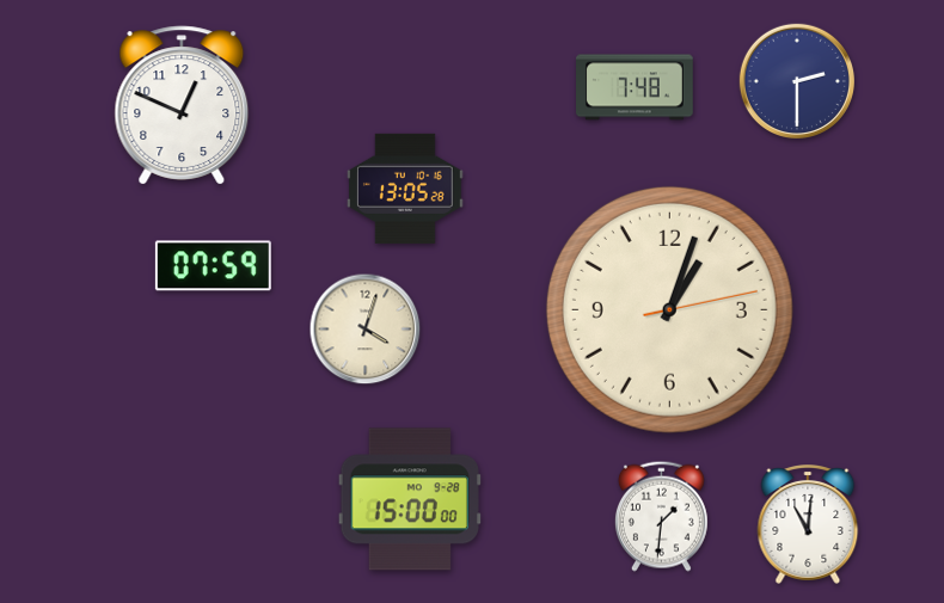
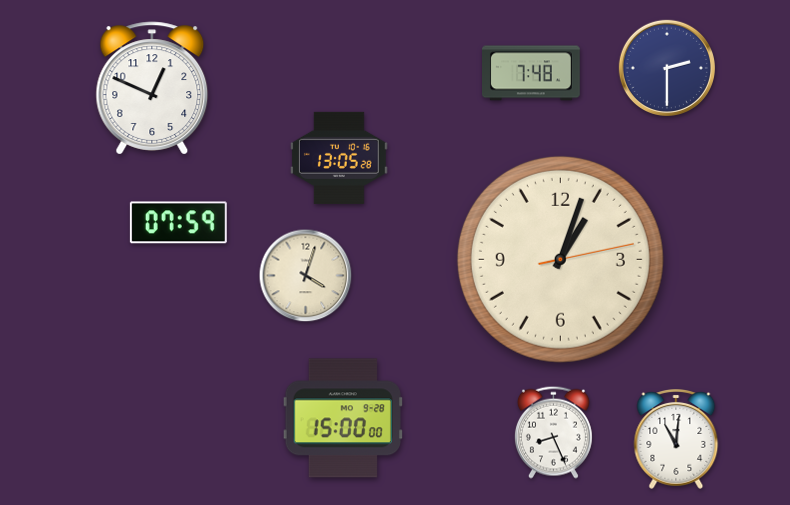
clock at (661, 516): 1:31 -> 8:26
